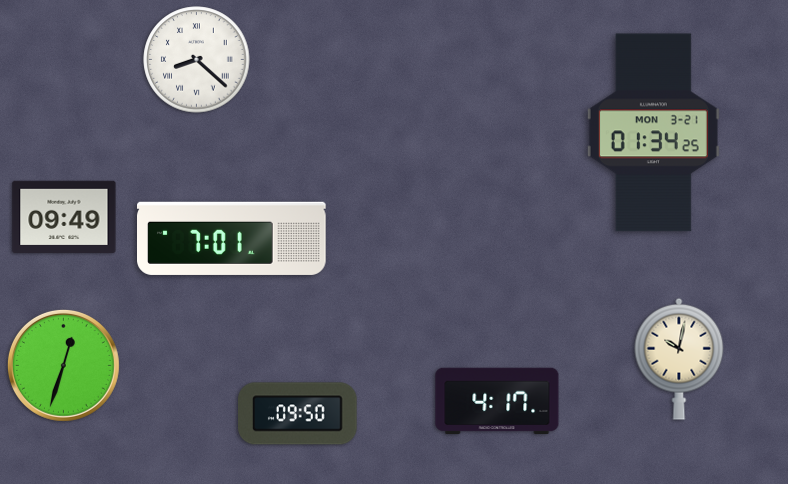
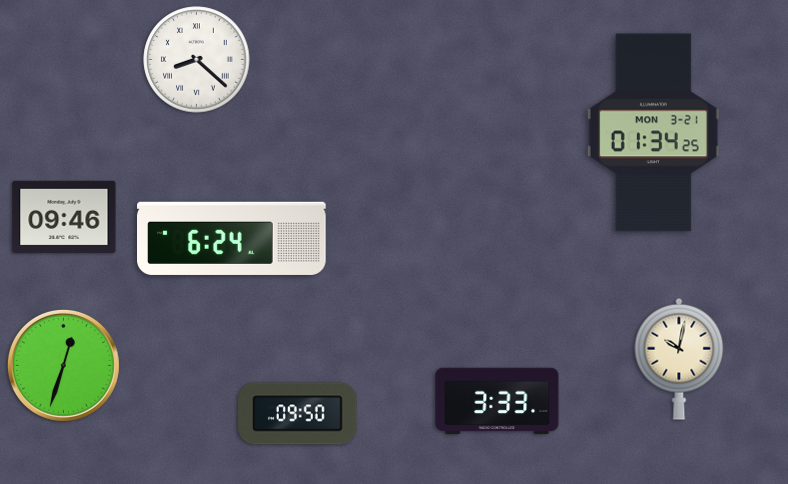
clock at (64, 216): 09:49 -> 09:46
clock at (232, 238): 7:01 -> 6:24
clock at (497, 401): 4:17 -> 3:33
